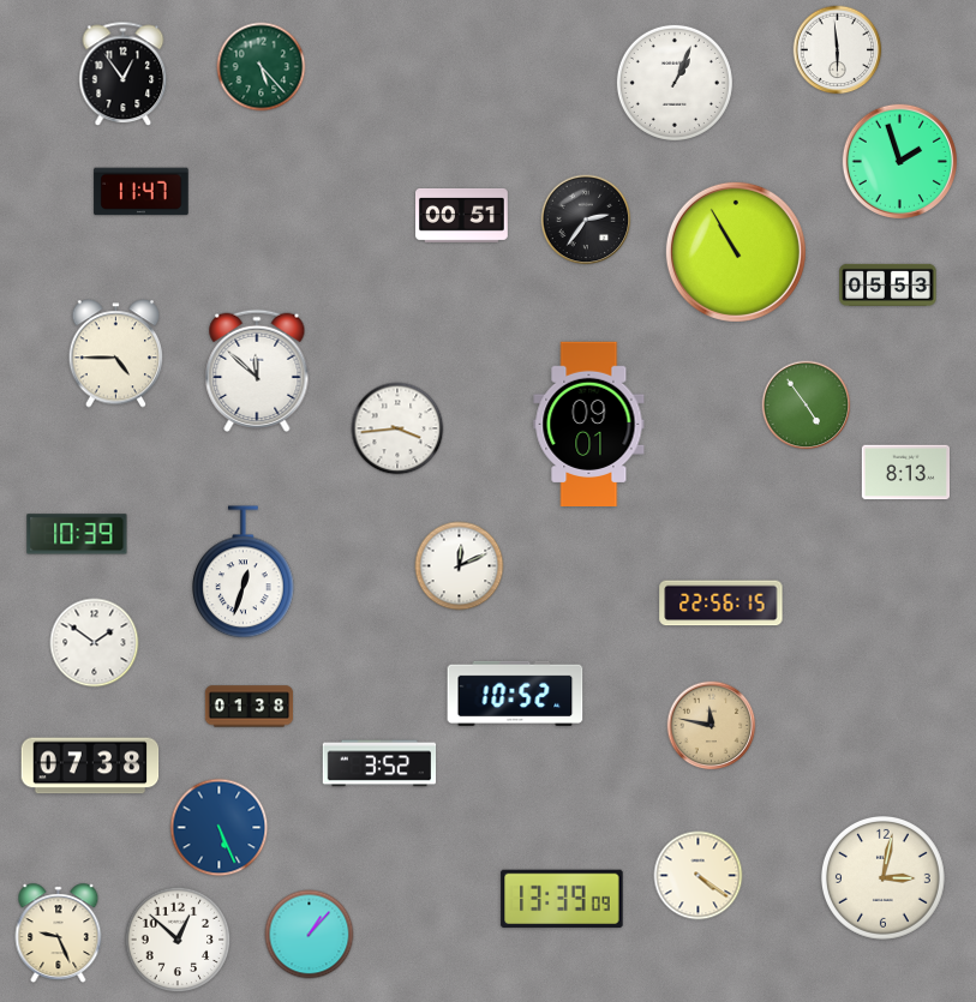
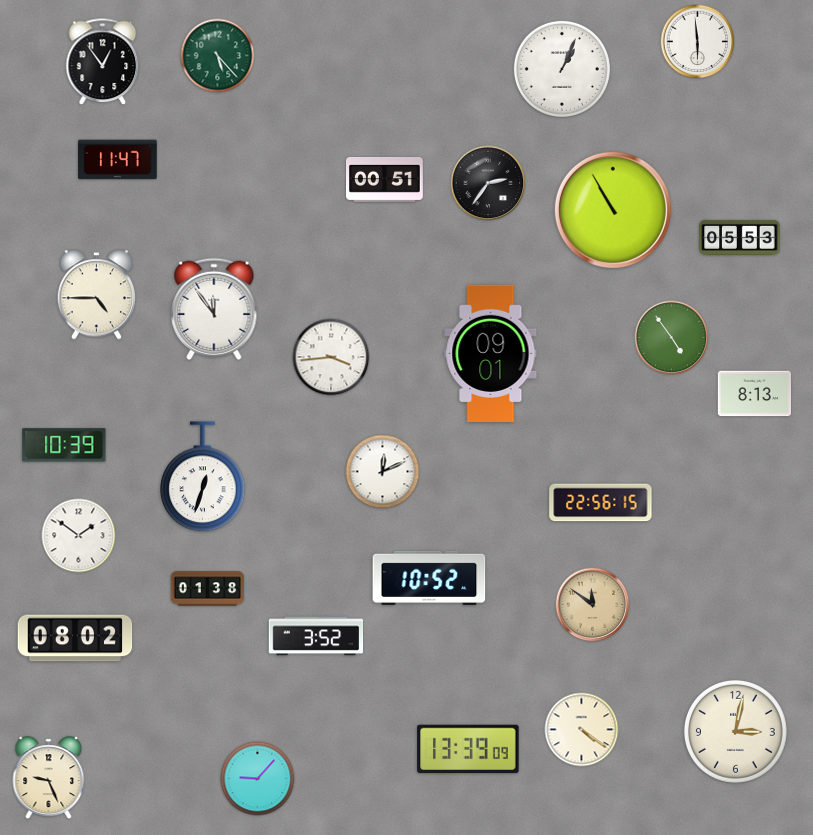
clock at (899, 161): 1:57 -> none
clock at (257, 370): 11:52 -> 11:54
clock at (712, 726): 11:47 -> 11:51
clock at (90, 766): 07:38 -> 08:02
clock at (220, 828): 5:26 -> none
clock at (310, 935): 1:07 -> 9:07
clock at (178, 940): 12:52 -> none
